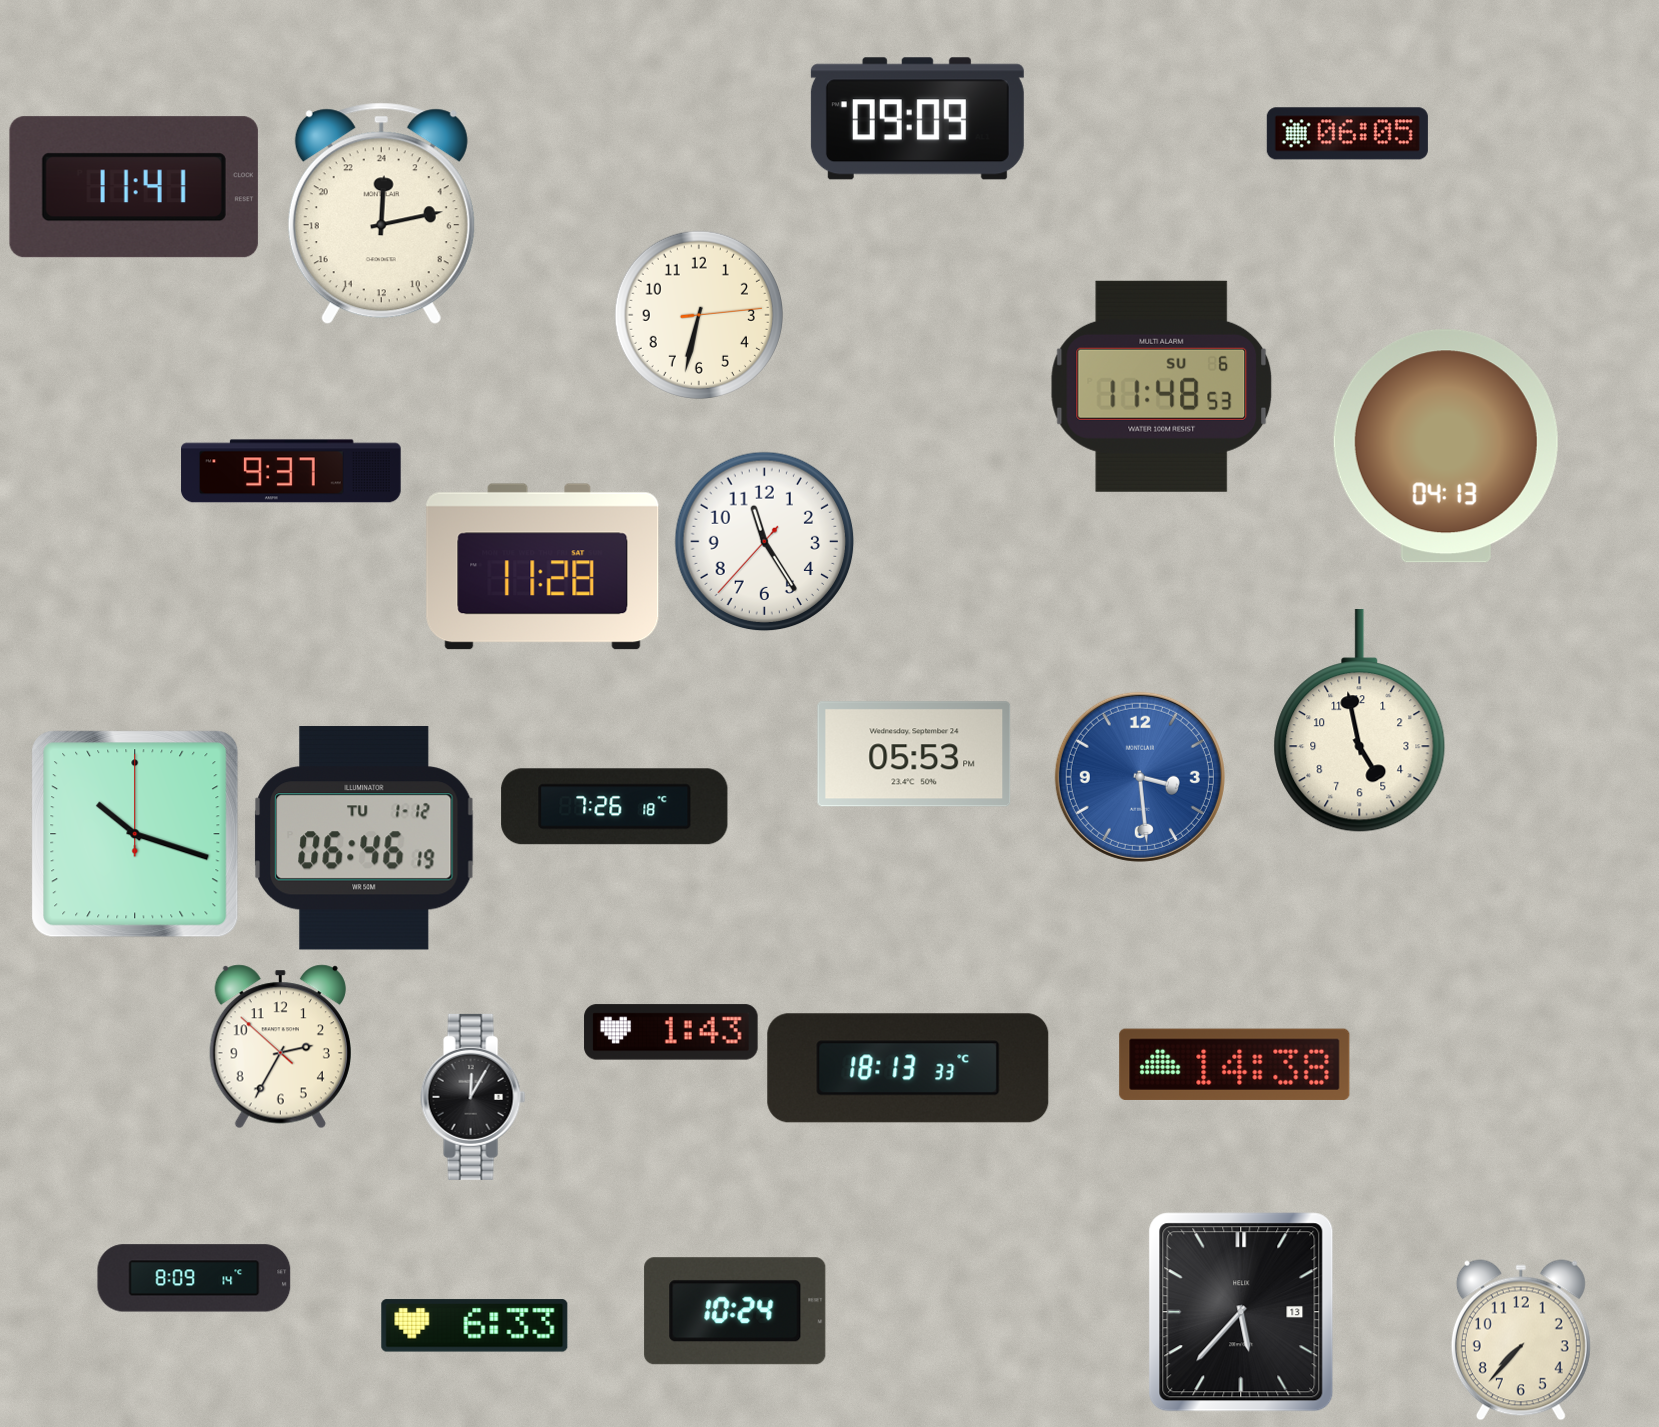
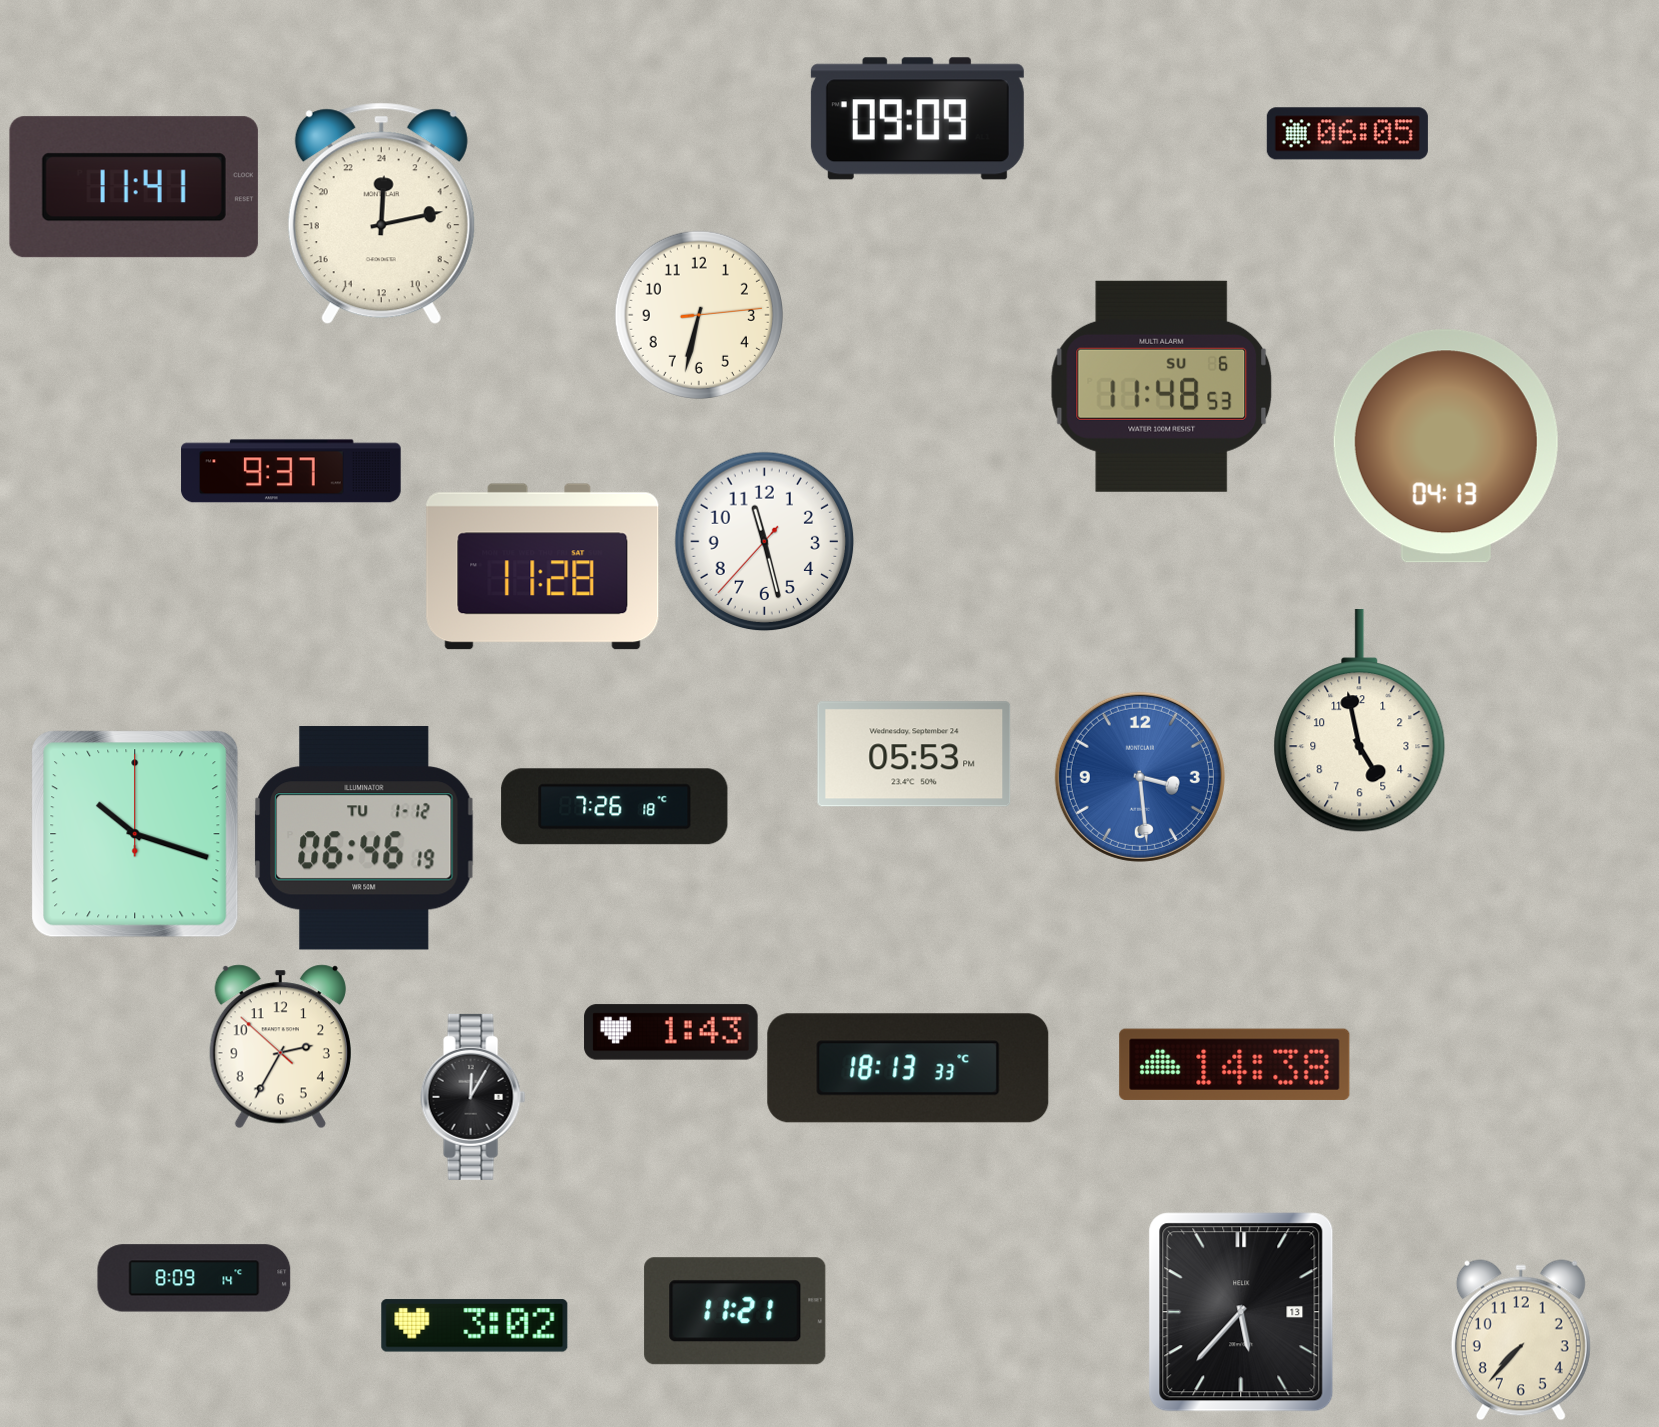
clock at (765, 542): 11:24 -> 11:27
clock at (735, 1311): 10:24 -> 11:21
clock at (475, 1326): 6:33 -> 3:02
